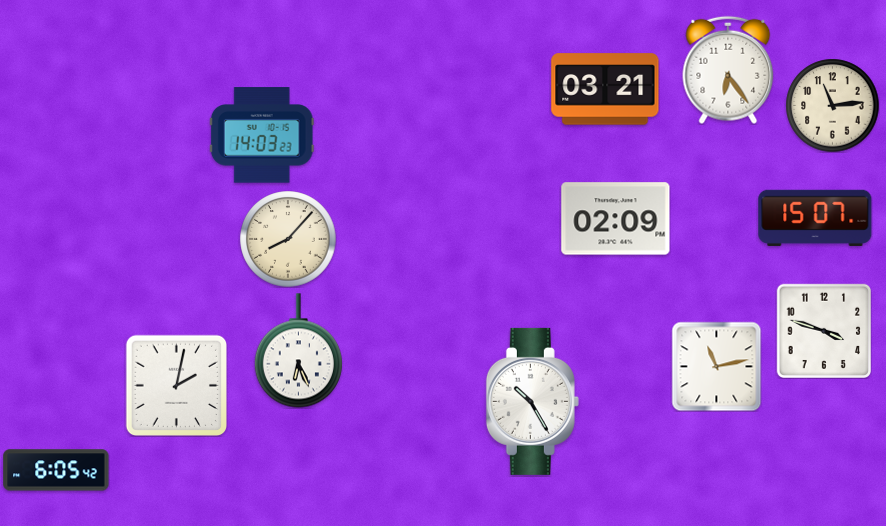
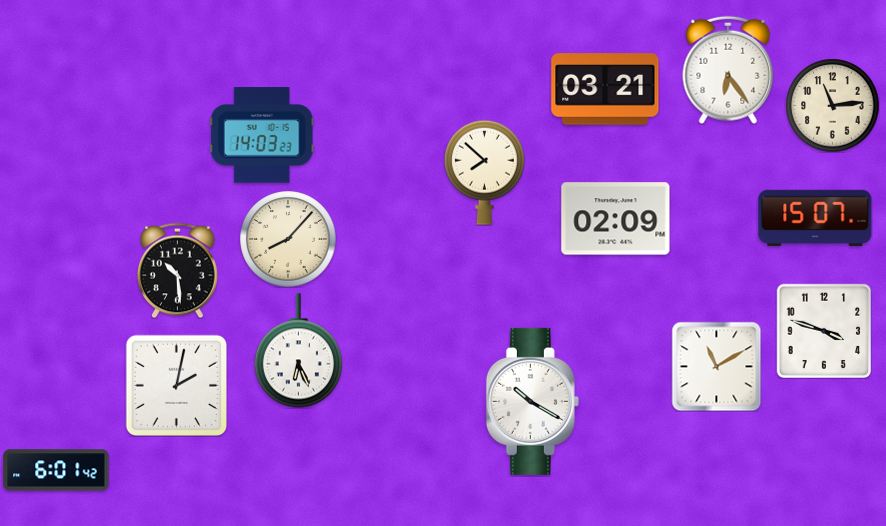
clock at (484, 172): none -> 7:52
clock at (178, 270): none -> 10:29
clock at (716, 366): 11:13 -> 11:10
clock at (532, 401): 10:25 -> 10:20
clock at (56, 470): 6:05 -> 6:01
